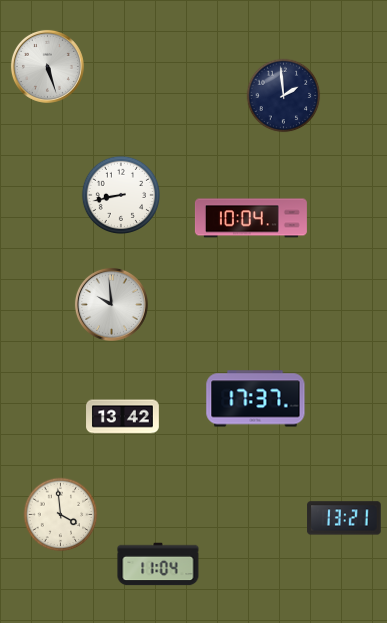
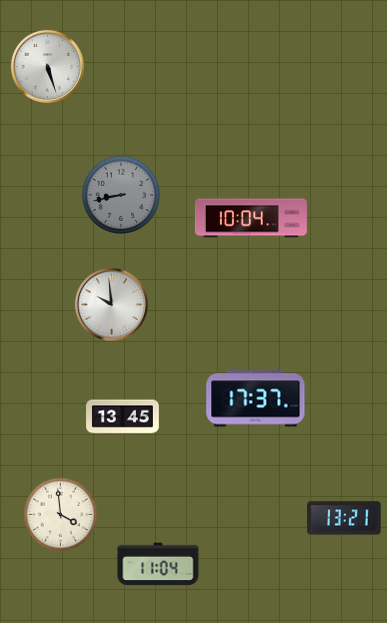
clock at (284, 96): 1:59 -> none
clock at (120, 194) dial: white -> grey
clock at (123, 417): 13:42 -> 13:45
